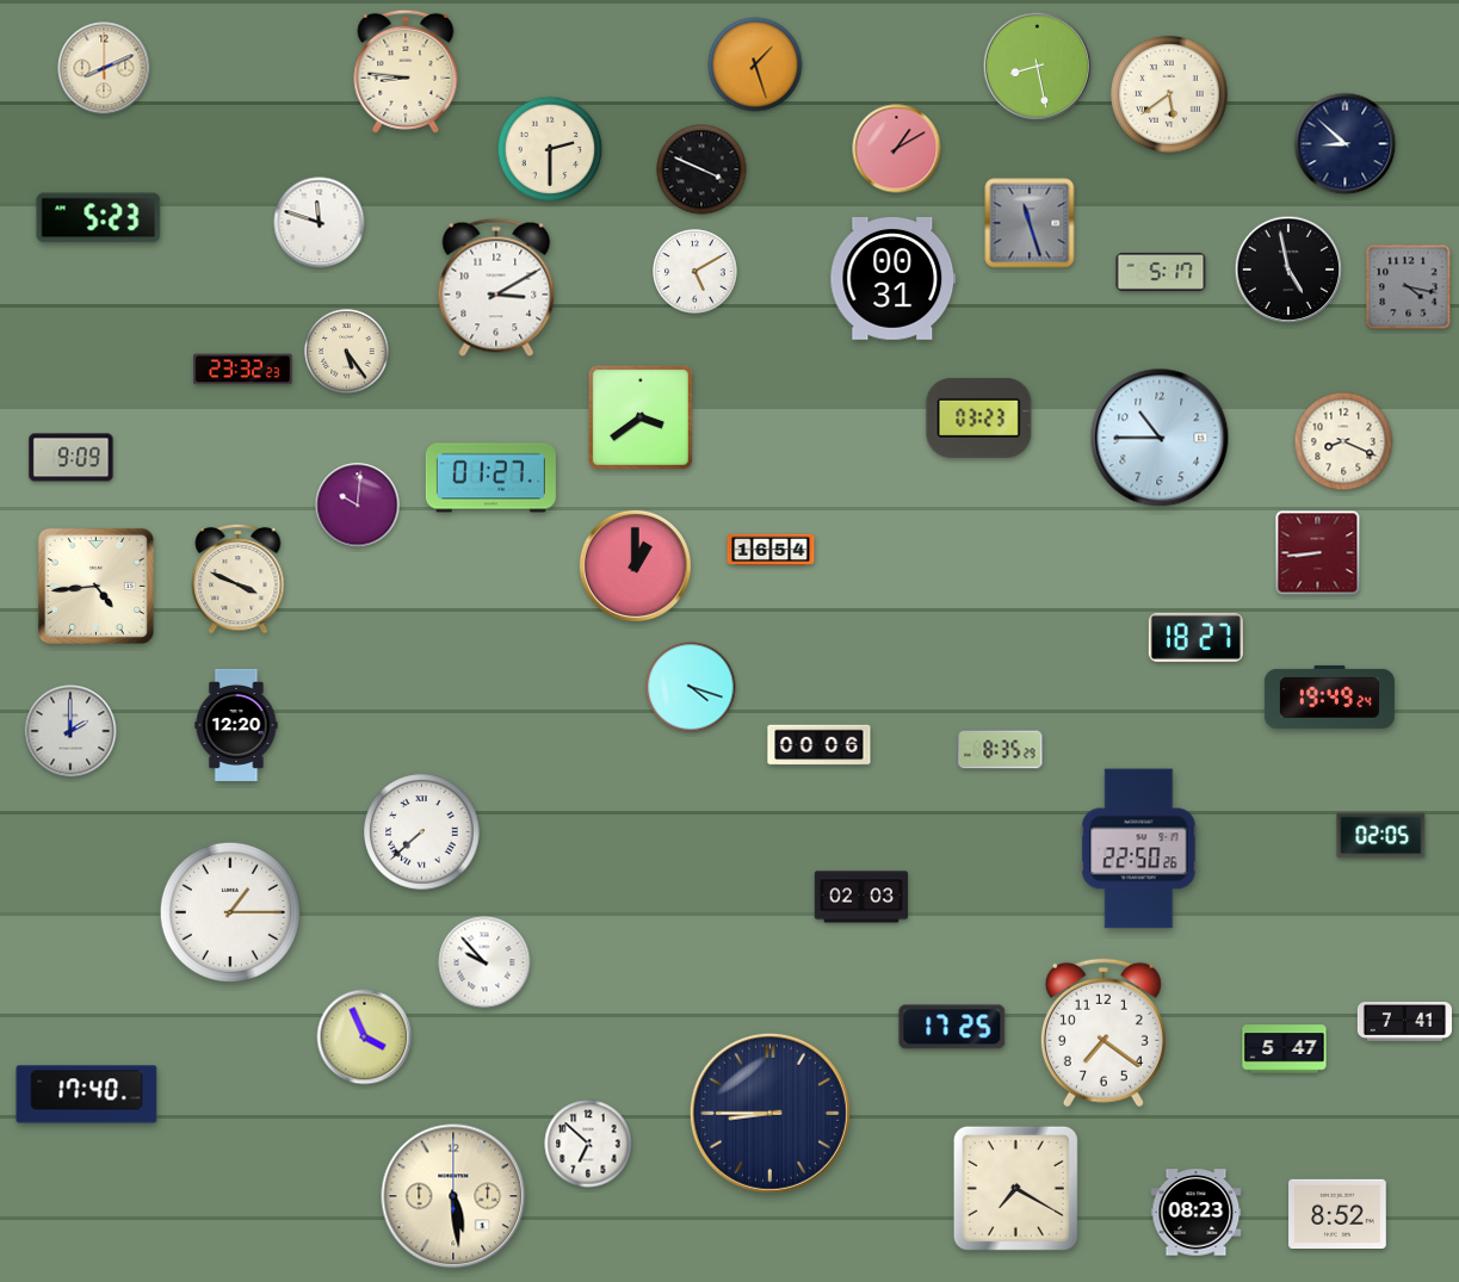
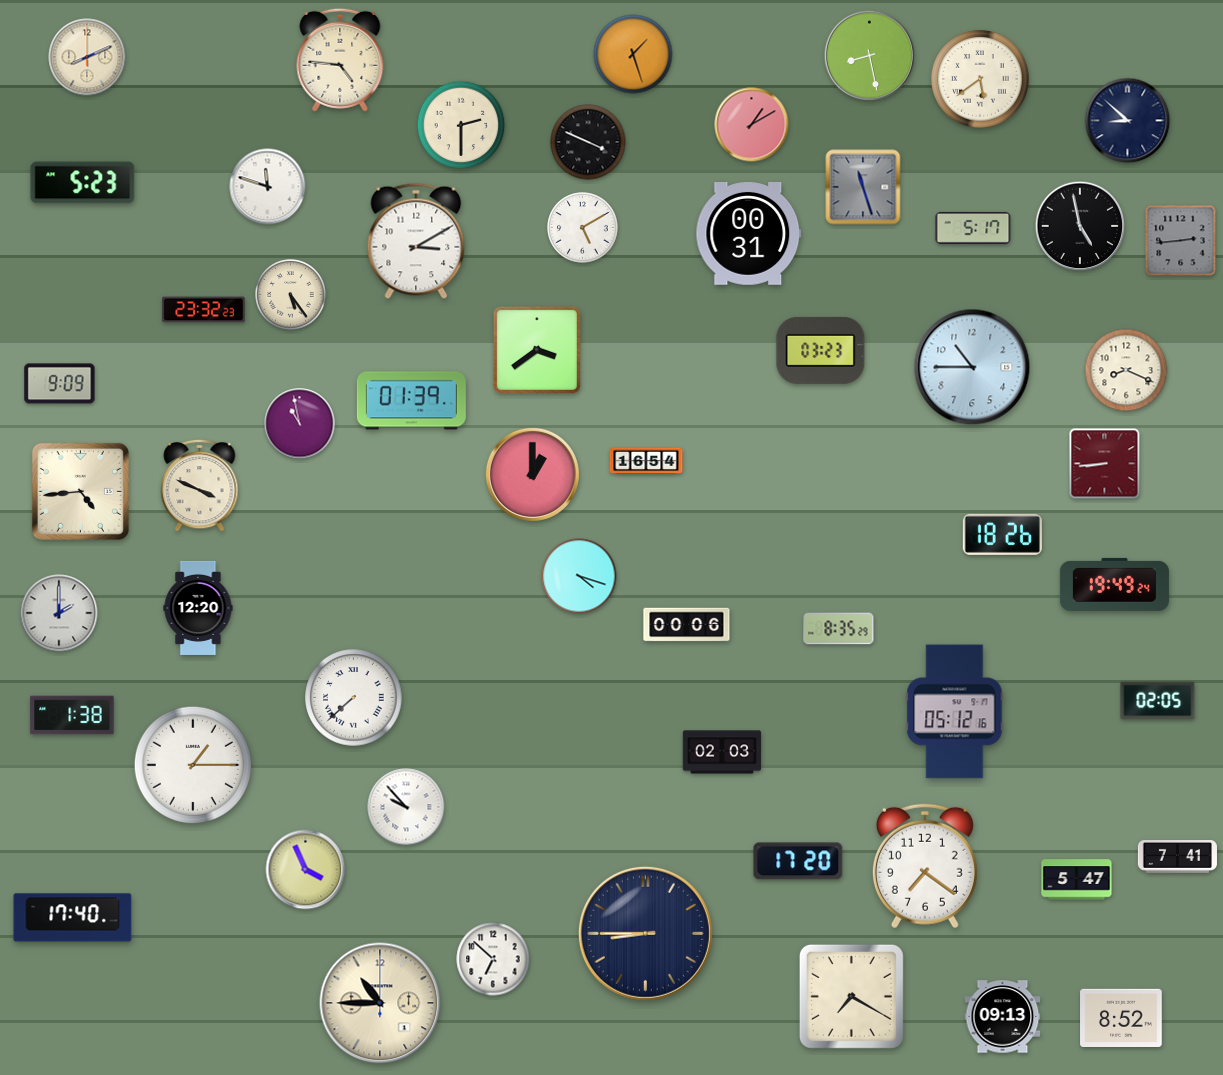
clock at (406, 72): 8:46 -> 4:46
clock at (1409, 287): 4:17 -> 2:44
clock at (490, 478): 01:27 -> 01:39
clock at (358, 506): 10:01 -> 10:58
clock at (1195, 637): 18:27 -> 18:26
clock at (1139, 849): 22:50 -> 05:12
clock at (72, 715): none -> 1:38
clock at (952, 1027): 17:25 -> 17:20
clock at (453, 1196): 5:29 -> 10:45
clock at (1197, 1213): 08:23 -> 09:13
